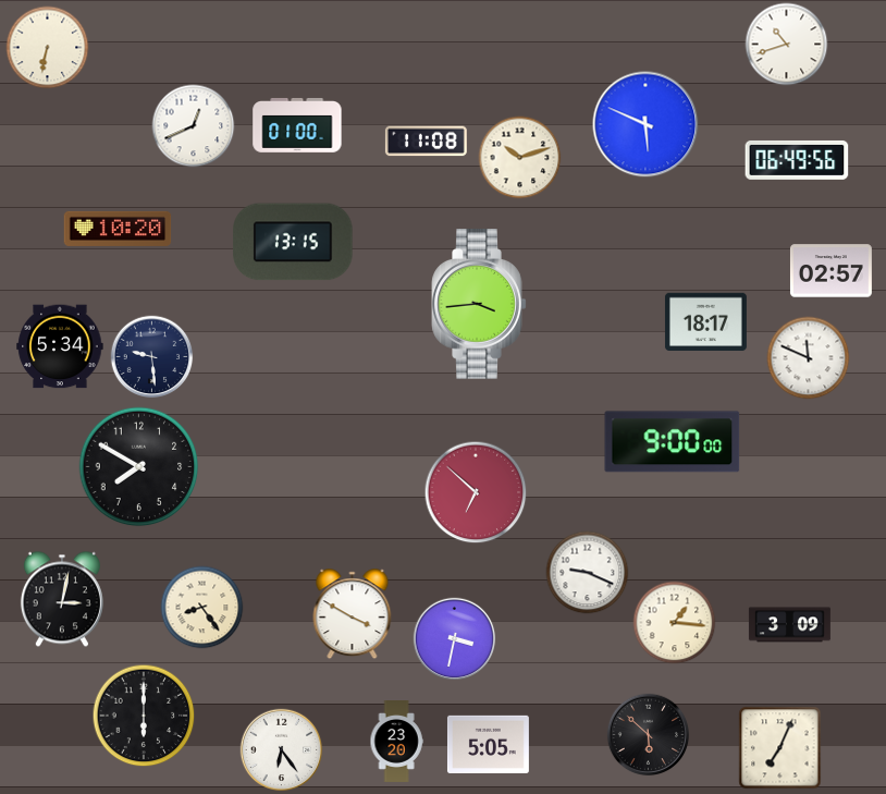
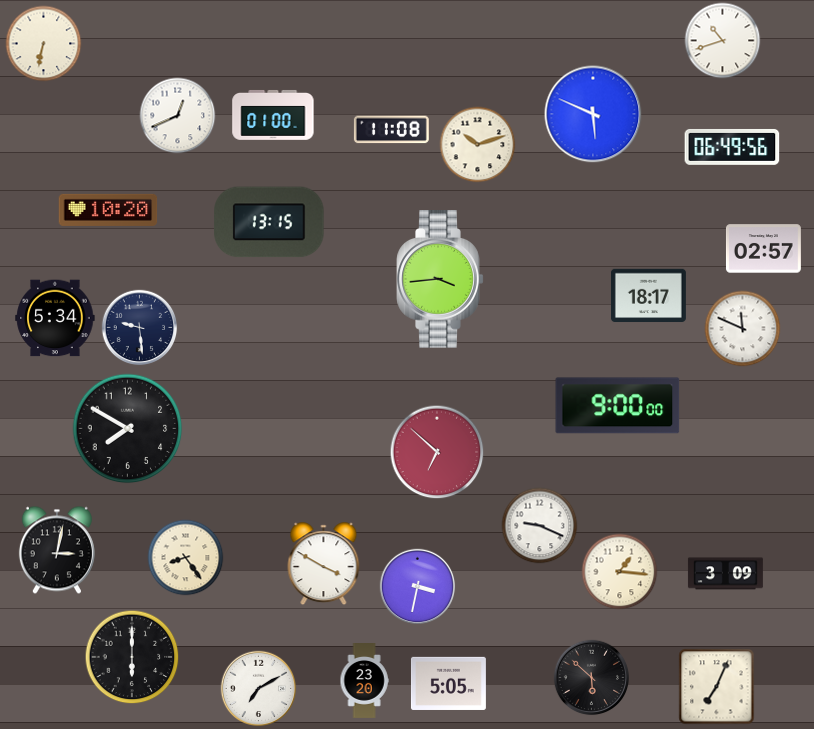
clock at (649, 735) position: (649, 735) -> (592, 678)
clock at (282, 750): 6:24 -> 7:10
